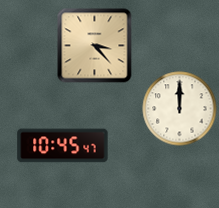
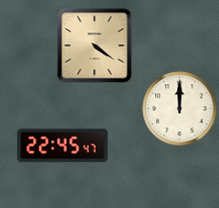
clock at (95, 46): 3:23 -> 4:21
clock at (63, 146): 10:45 -> 22:45
